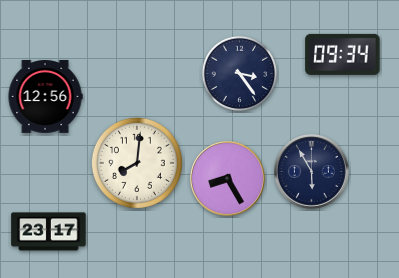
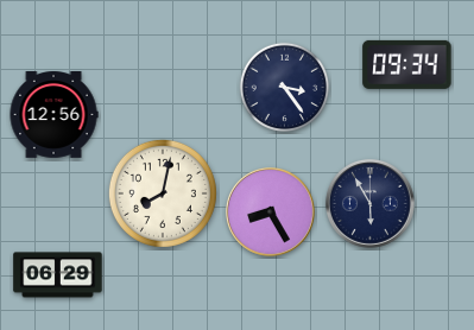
clock at (137, 163): 8:01 -> 8:02
clock at (49, 232): 23:17 -> 06:29
